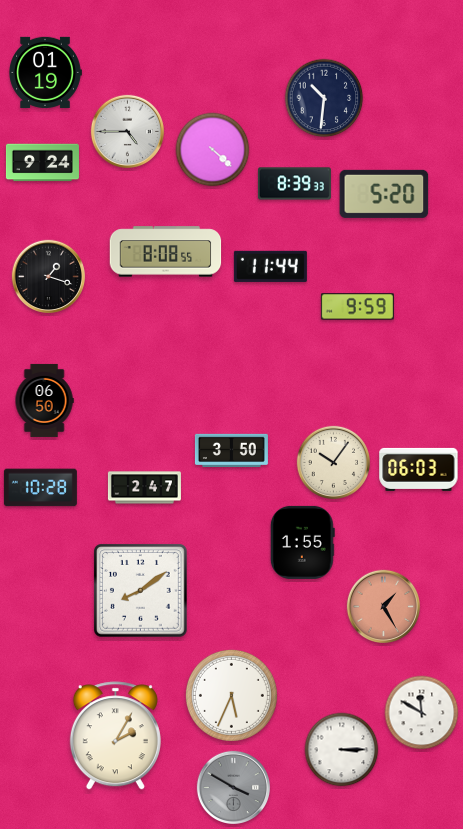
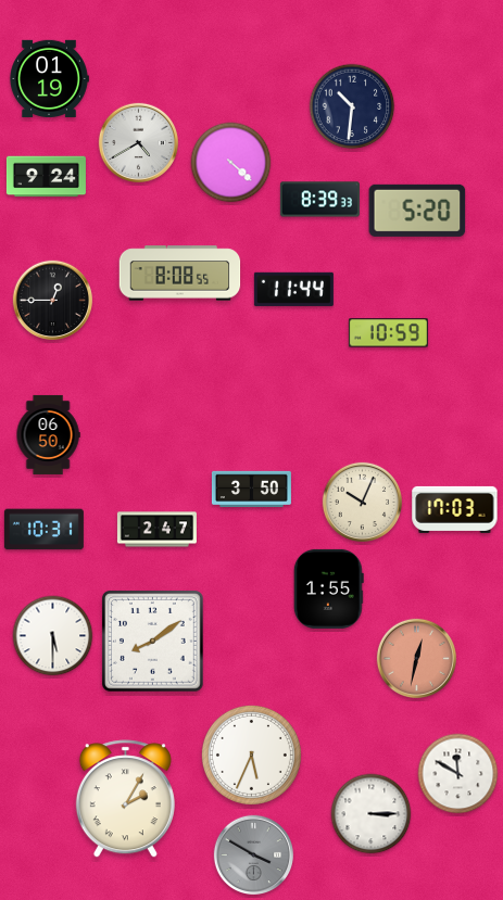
clock at (127, 131): 4:45 -> 4:40
clock at (48, 276): 1:18 -> 12:45
clock at (357, 307): 9:59 -> 10:59
clock at (333, 462): 10:06 -> 10:04
clock at (419, 469): 06:03 -> 17:03
clock at (40, 488): 10:28 -> 10:31
clock at (53, 636): none -> 5:30
clock at (383, 606): 1:25 -> 12:32
